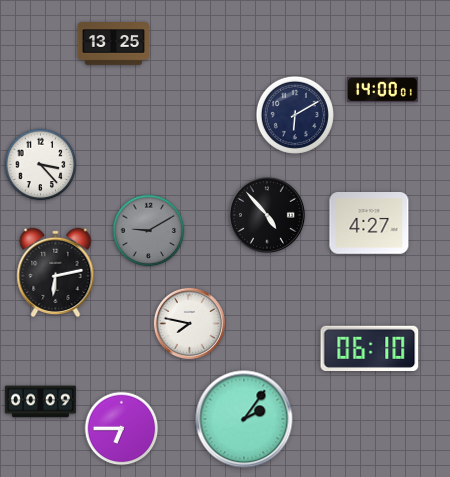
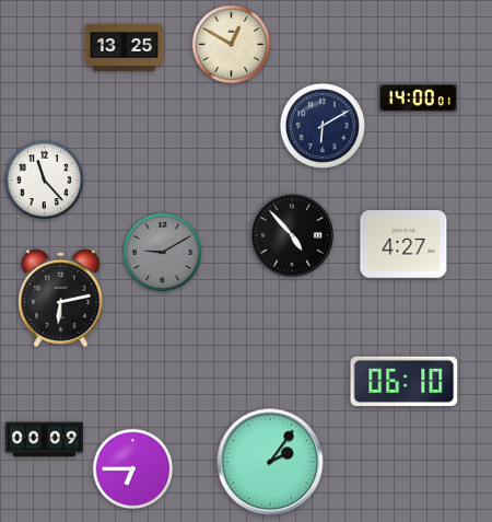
clock at (232, 45): none -> 12:50
clock at (41, 165): 3:23 -> 11:23
clock at (189, 323): 7:47 -> none
clock at (244, 419) position: (244, 419) -> (270, 462)
